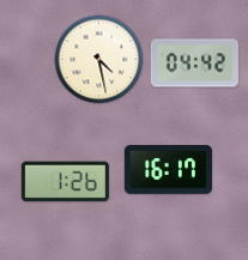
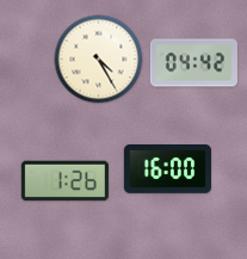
clock at (99, 60): 4:28 -> 4:25
clock at (168, 170): 16:17 -> 16:00
